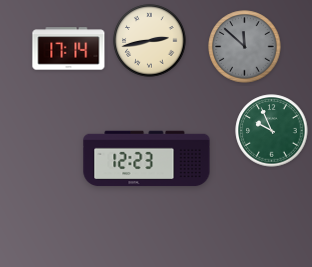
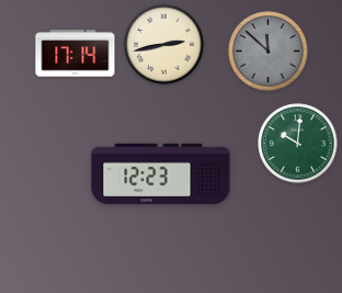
clock at (272, 131): 9:56 -> 10:01
